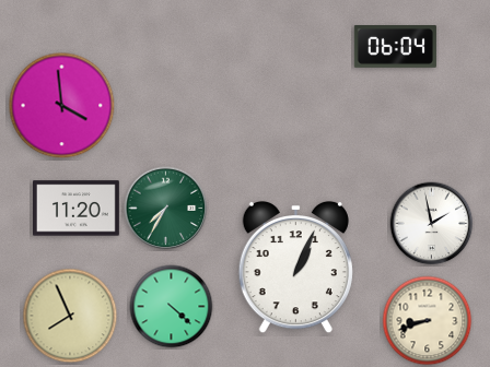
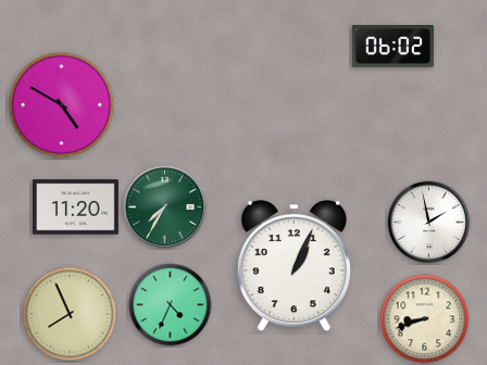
clock at (395, 47): 06:04 -> 06:02
clock at (62, 106): 3:59 -> 4:50
clock at (172, 307): 4:22 -> 4:34
